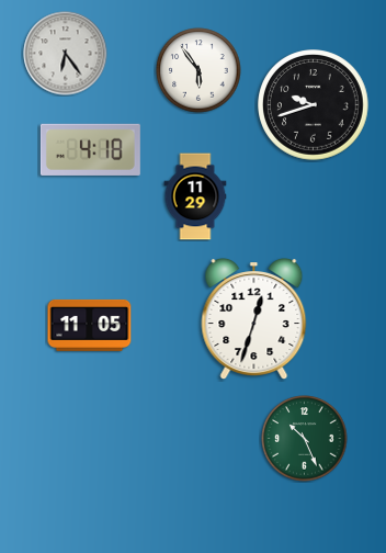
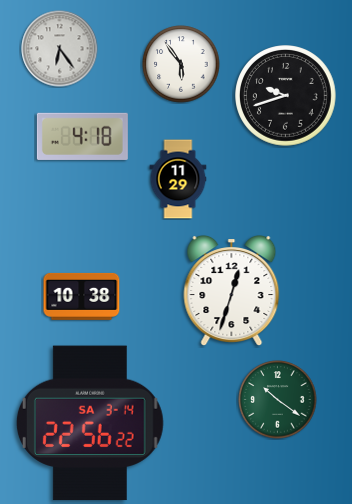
clock at (90, 325): 11:05 -> 10:38
clock at (305, 439): 10:26 -> 10:21
clock at (90, 423): none -> 22:56
